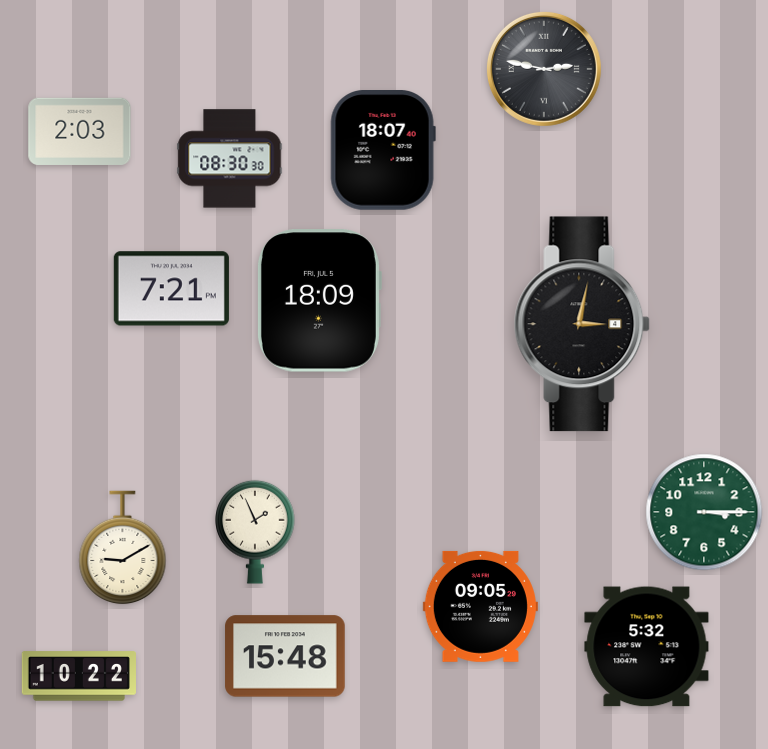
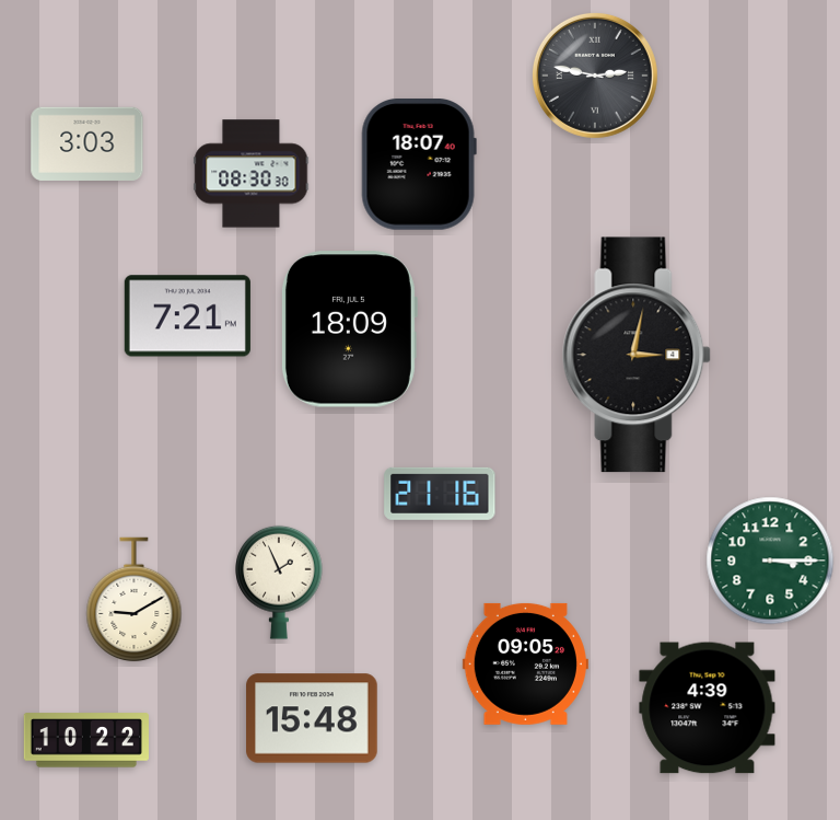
clock at (80, 131): 2:03 -> 3:03
clock at (440, 494): none -> 21:16
clock at (647, 647): 5:32 -> 4:39
